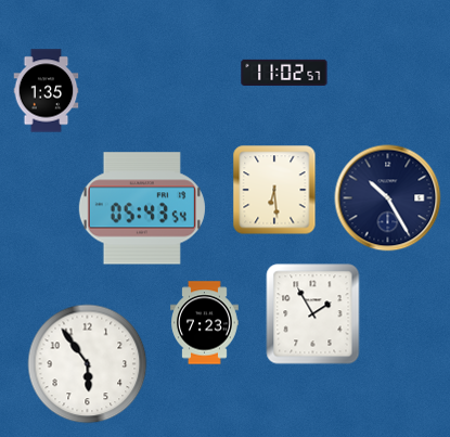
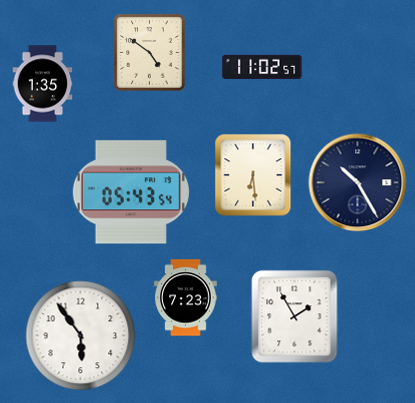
clock at (150, 53): none -> 4:51
clock at (313, 314) position: (313, 314) -> (295, 317)
clock at (205, 323) position: (205, 323) -> (186, 298)
